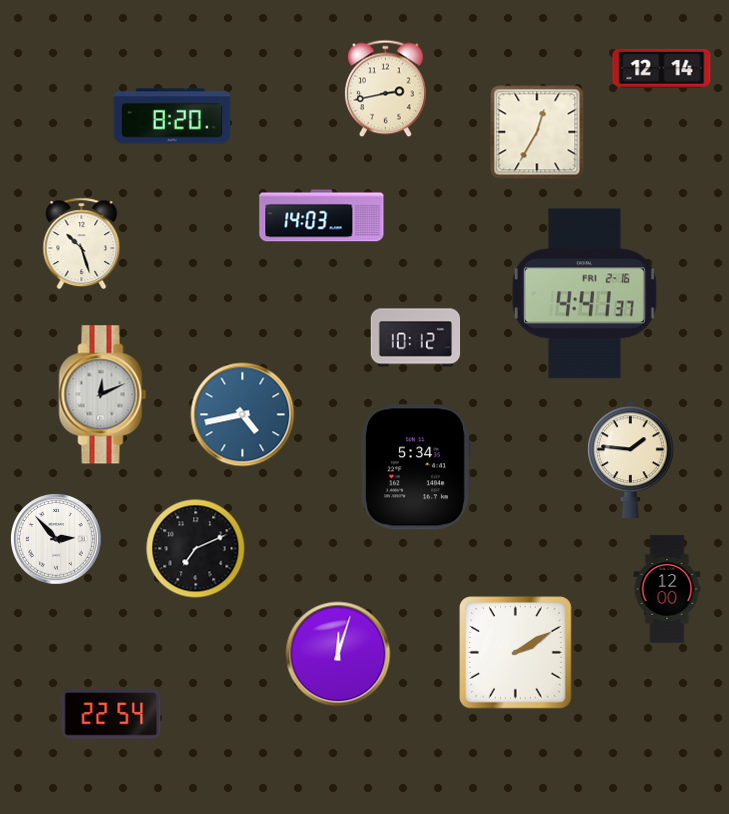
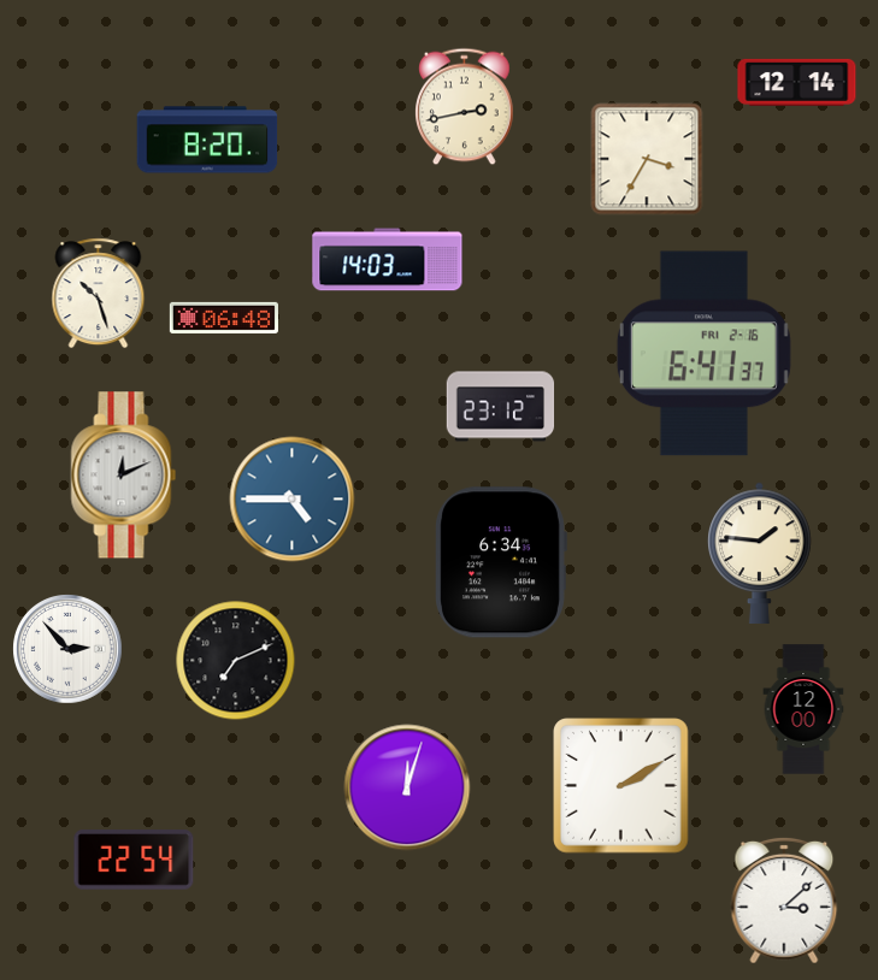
clock at (537, 132): 12:35 -> 3:35
clock at (224, 318): none -> 06:48
clock at (584, 294): 4:41 -> 6:41
clock at (416, 338): 10:12 -> 23:12
clock at (243, 415): 4:43 -> 4:45
clock at (416, 467): 5:34 -> 6:34
clock at (784, 901): none -> 3:08
